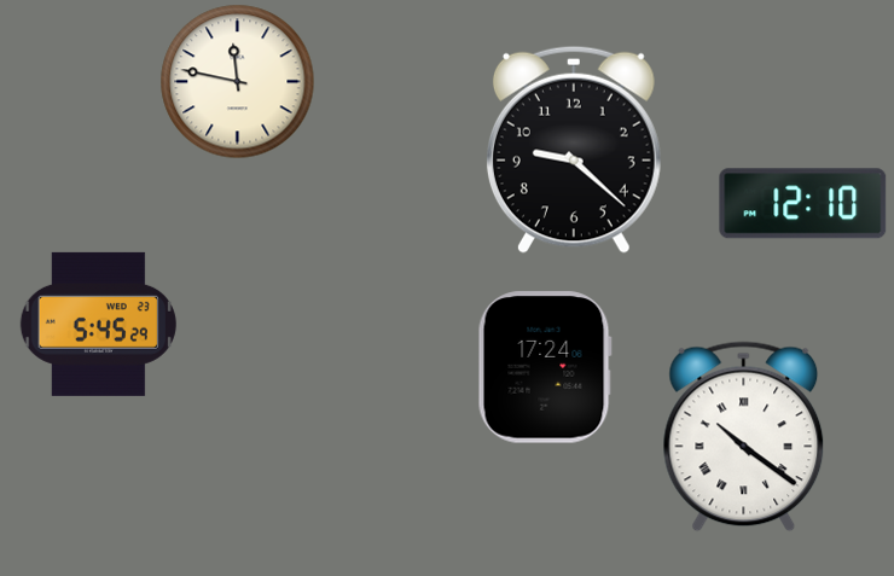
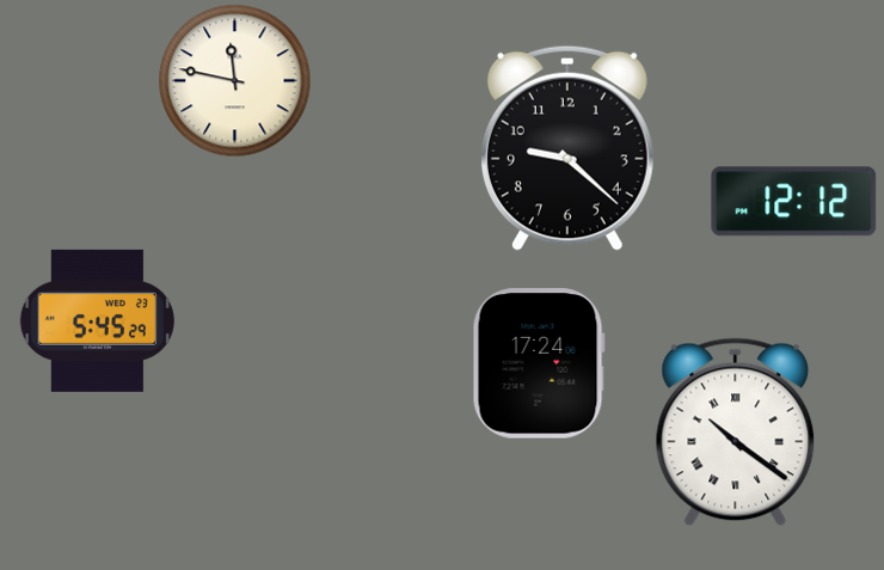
clock at (803, 204): 12:10 -> 12:12
